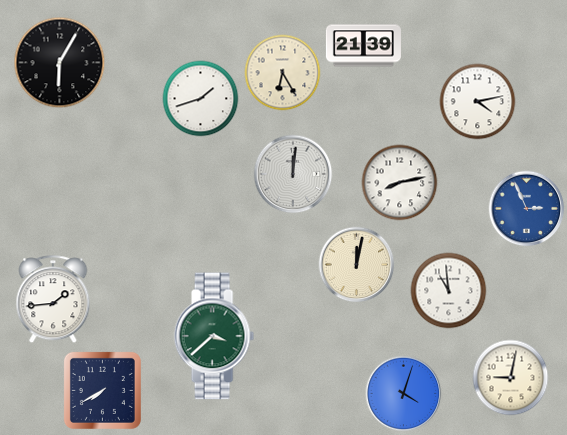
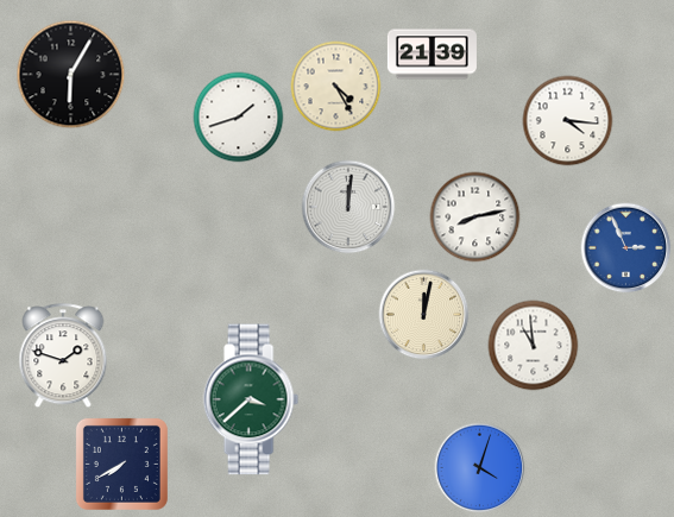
clock at (283, 73): 6:25 -> 4:25
clock at (478, 102): 4:13 -> 4:16
clock at (53, 300): 1:44 -> 1:48
clock at (214, 336) position: (214, 336) -> (251, 399)
clock at (511, 378): 9:02 -> none
